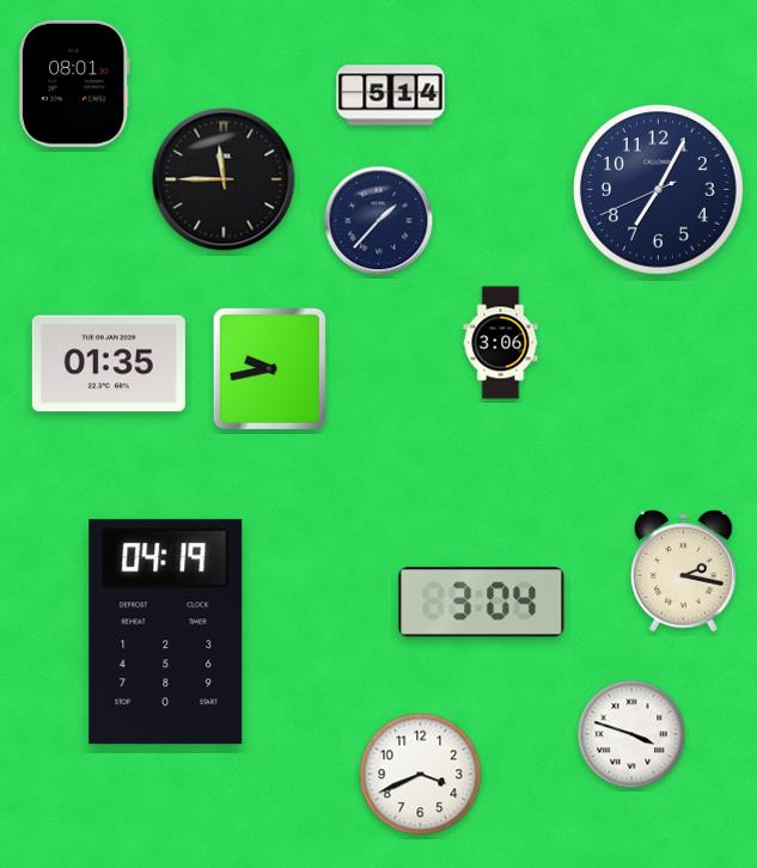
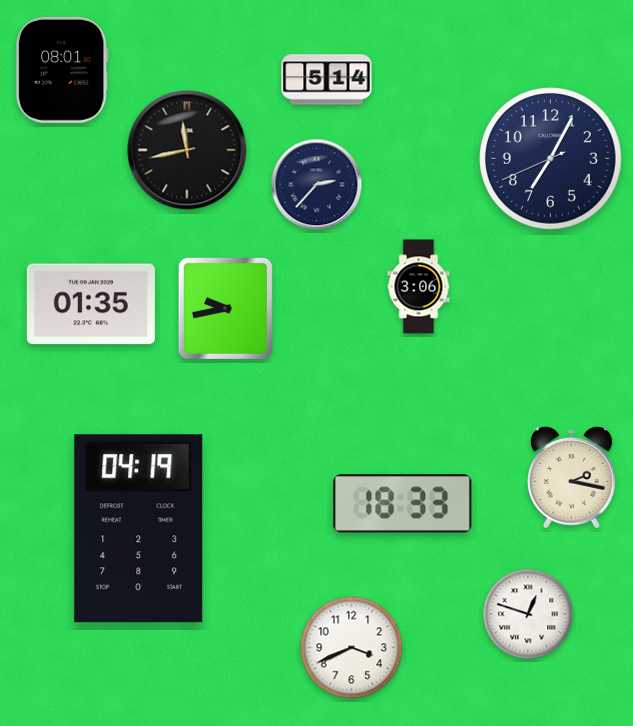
clock at (224, 179): 11:45 -> 11:43
clock at (379, 221): 1:37 -> 2:37
clock at (482, 603): 3:04 -> 18:33
clock at (631, 734): 3:48 -> 12:48
